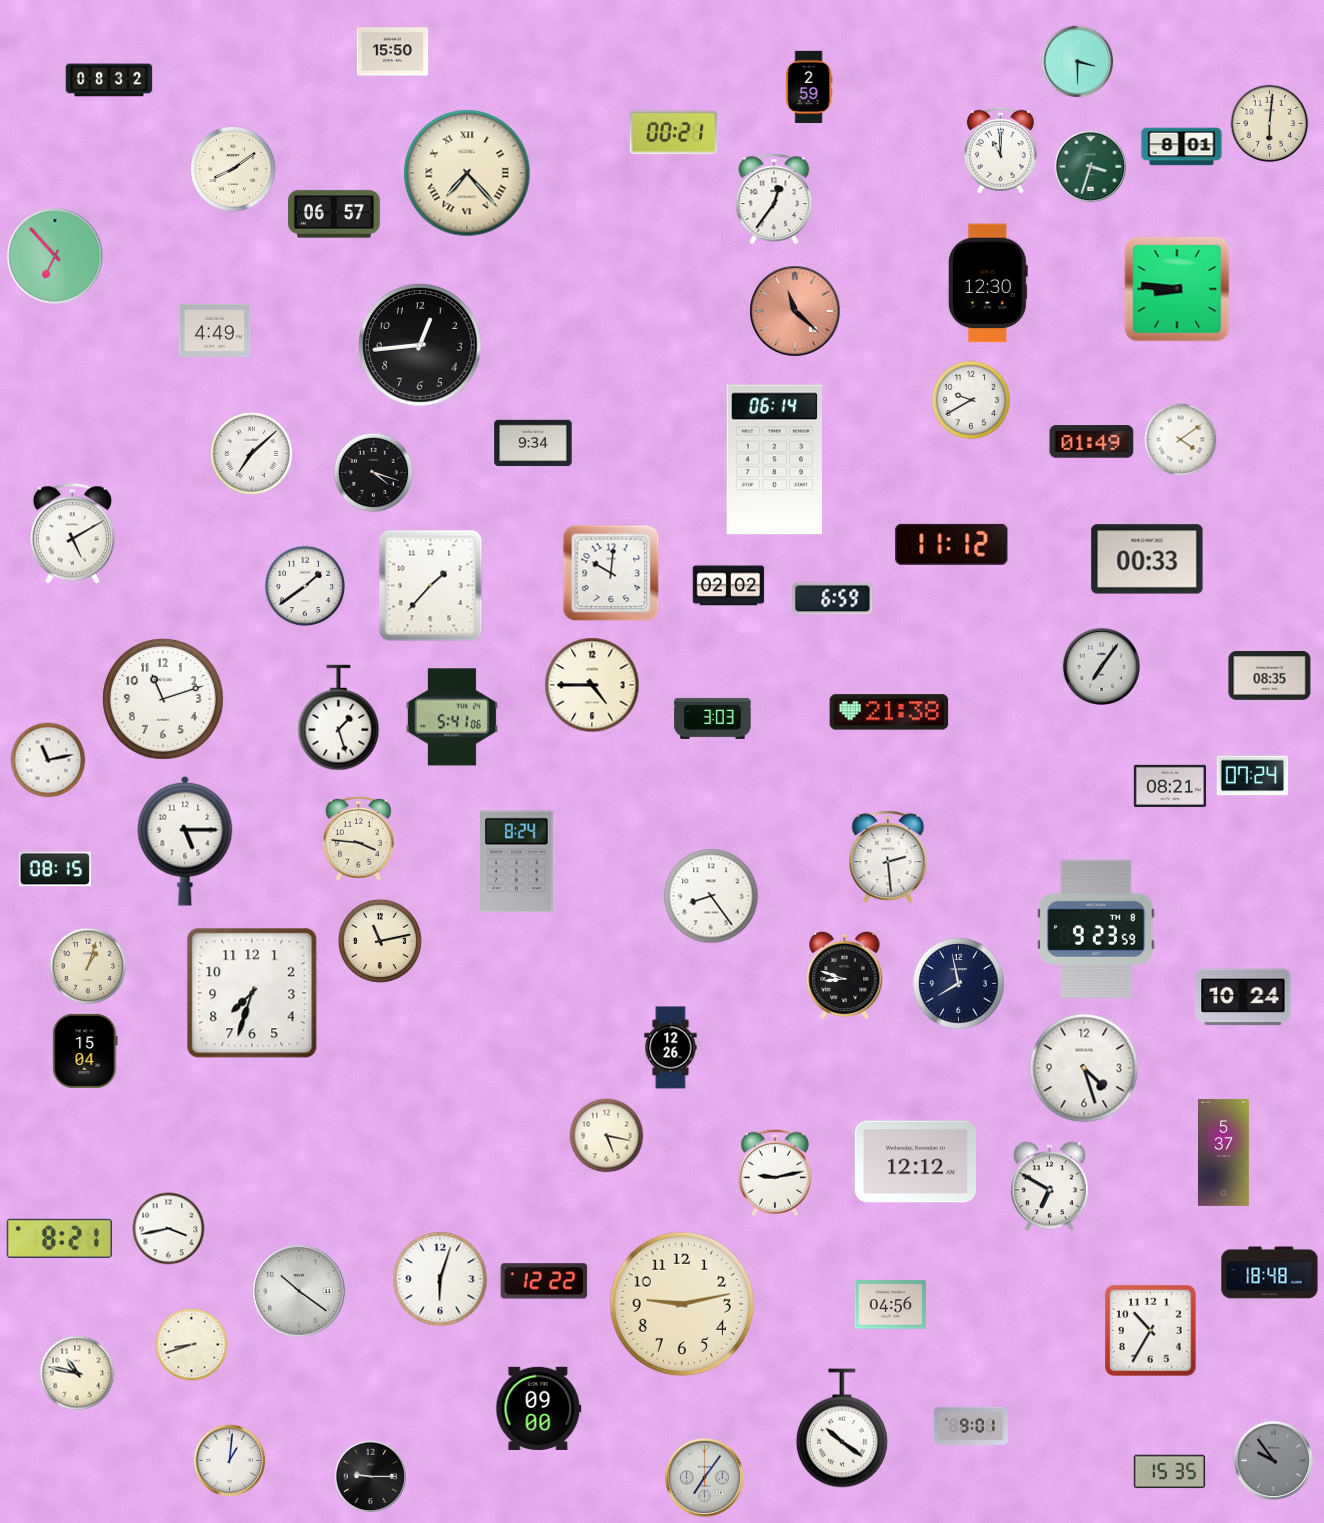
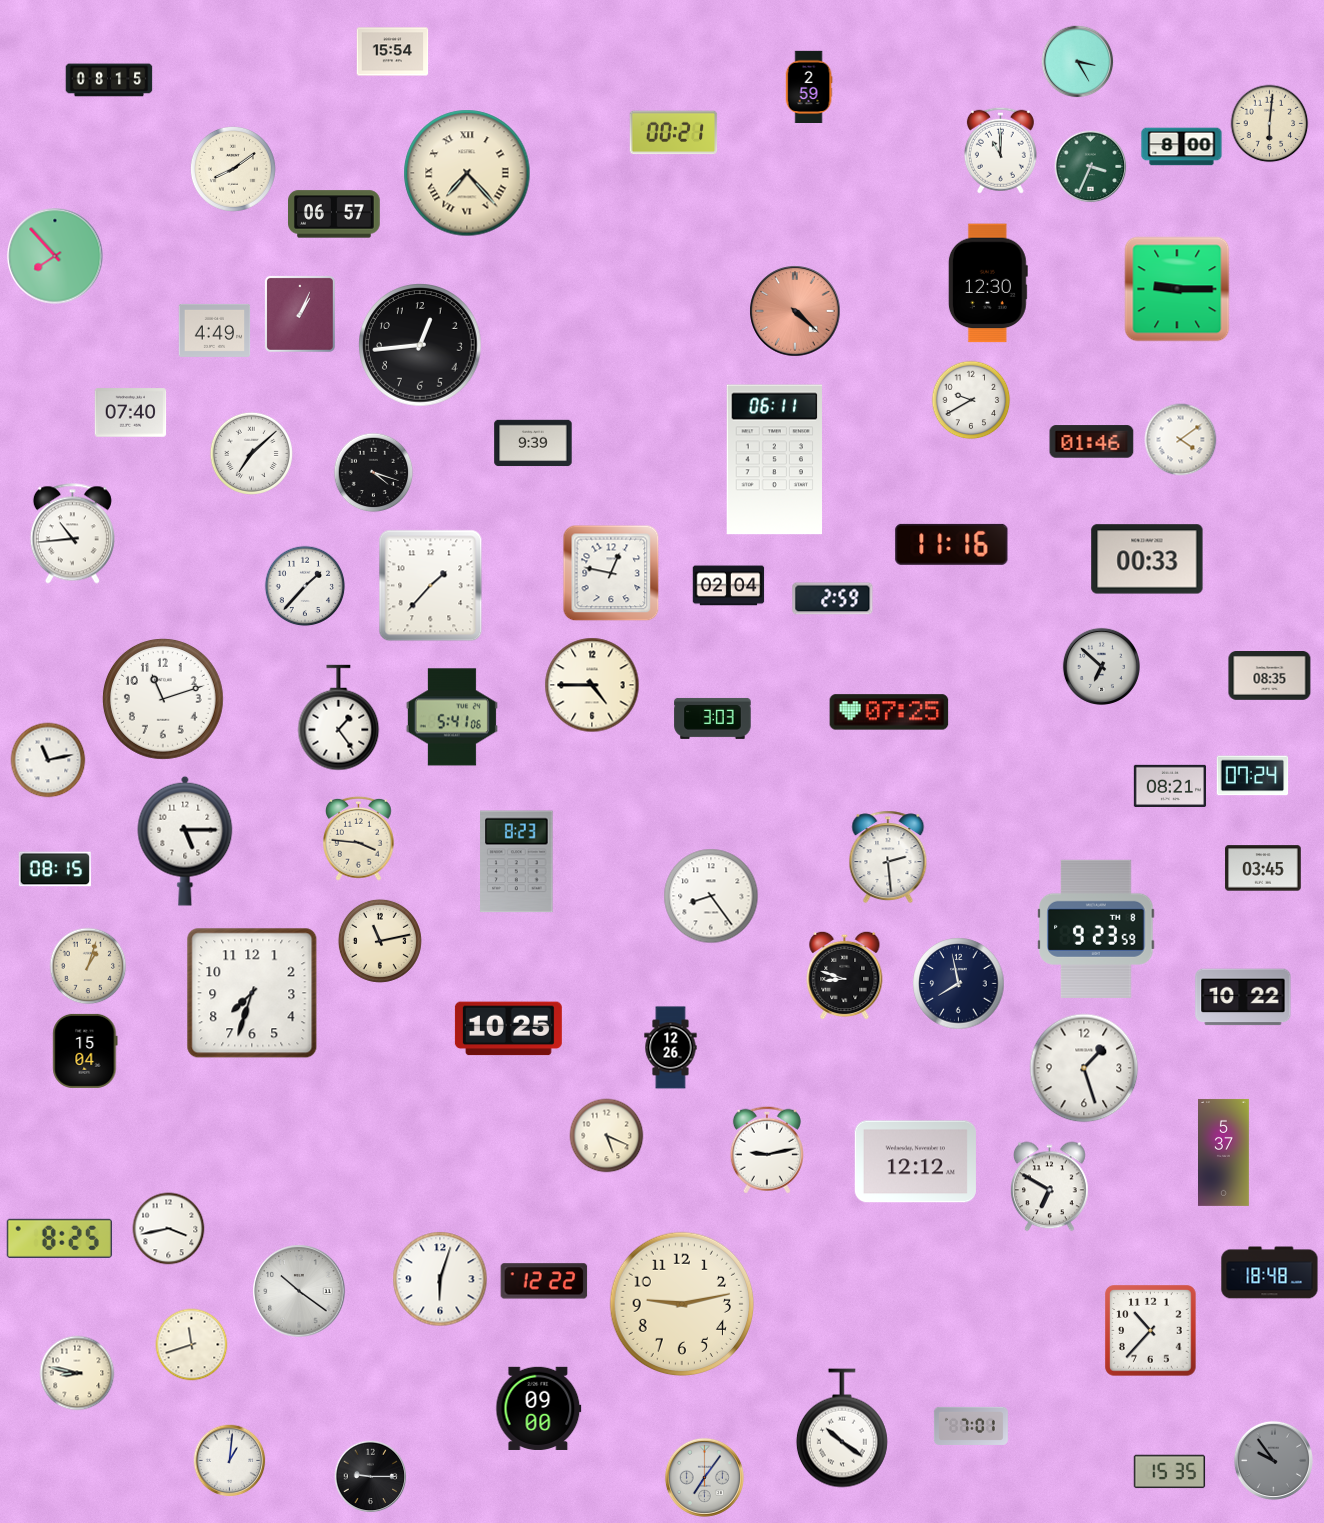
clock at (393, 52): 15:50 -> 15:54
clock at (1078, 62): 3:30 -> 3:25
clock at (109, 80): 08:32 -> 08:15
clock at (1182, 147): 8:01 -> 8:00
clock at (1091, 167): 3:33 -> 3:34
clock at (774, 198): 12:36 -> none
clock at (55, 256): 6:53 -> 7:53
clock at (1177, 289): 8:46 -> 9:15
clock at (795, 311): 11:22 -> 4:22
clock at (300, 314): none -> 1:04
clock at (131, 413): none -> 07:40
clock at (1092, 442): 01:49 -> 01:46
clock at (533, 443): 9:34 -> 9:39
clock at (775, 460): 06:14 -> 06:11
clock at (72, 534): 5:10 -> 10:44
clock at (952, 544): 11:12 -> 11:16
clock at (611, 573): 10:01 -> 12:47
clock at (305, 586): 1:39 -> 1:37
clock at (729, 586): 02:02 -> 02:04
clock at (833, 599): 6:59 -> 2:59
clock at (1101, 666): 7:06 -> 6:52
clock at (889, 712): 21:38 -> 07:25
clock at (339, 718): 1:27 -> 1:24
clock at (517, 862): 8:24 -> 8:23
clock at (1263, 868): none -> 03:45
clock at (1243, 997): 10:24 -> 10:22
clock at (508, 1029): none -> 10:25
clock at (1084, 1068): 4:27 -> 1:27
clock at (607, 1136): 5:17 -> 5:19
clock at (775, 1173) position: (775, 1173) -> (767, 1150)
clock at (59, 1238): 8:21 -> 8:25
clock at (891, 1305): 04:56 -> none
clock at (1151, 1331): 10:35 -> 10:37
clock at (192, 1345): 8:42 -> 11:42
clock at (77, 1373): 10:47 -> 8:47
clock at (971, 1426): 9:01 -> 7:01
